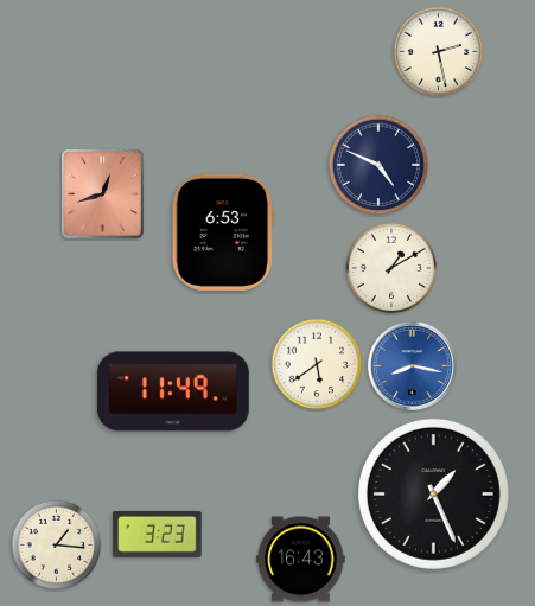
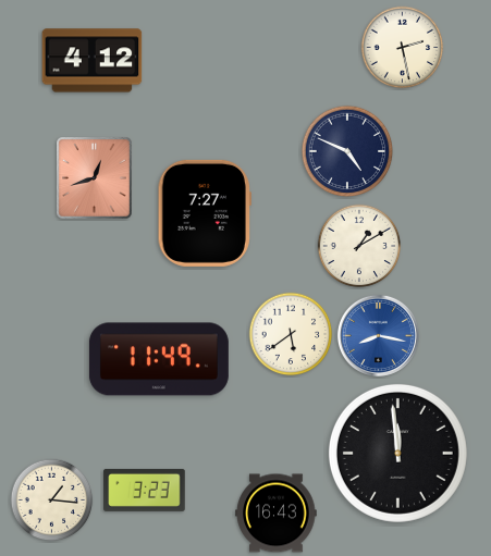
clock at (93, 61): none -> 4:12
clock at (223, 232): 6:53 -> 7:27
clock at (433, 493): 1:26 -> 11:59
